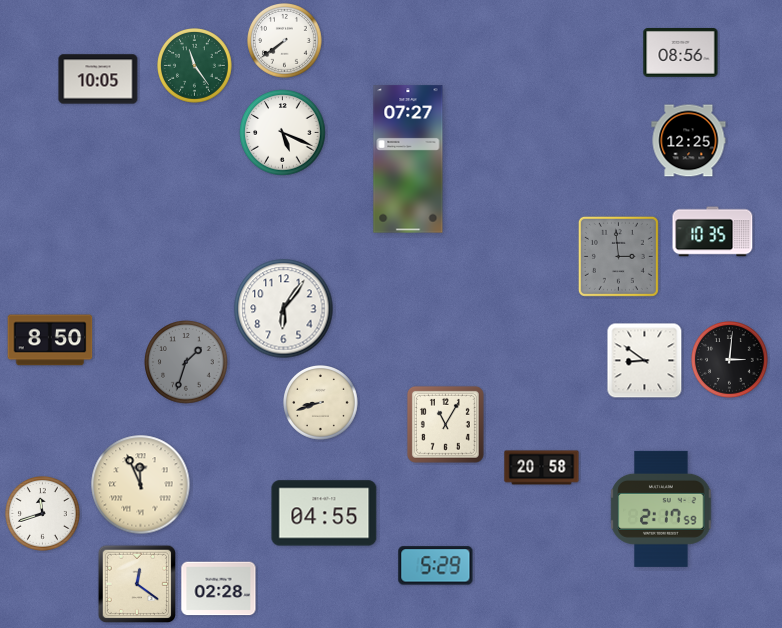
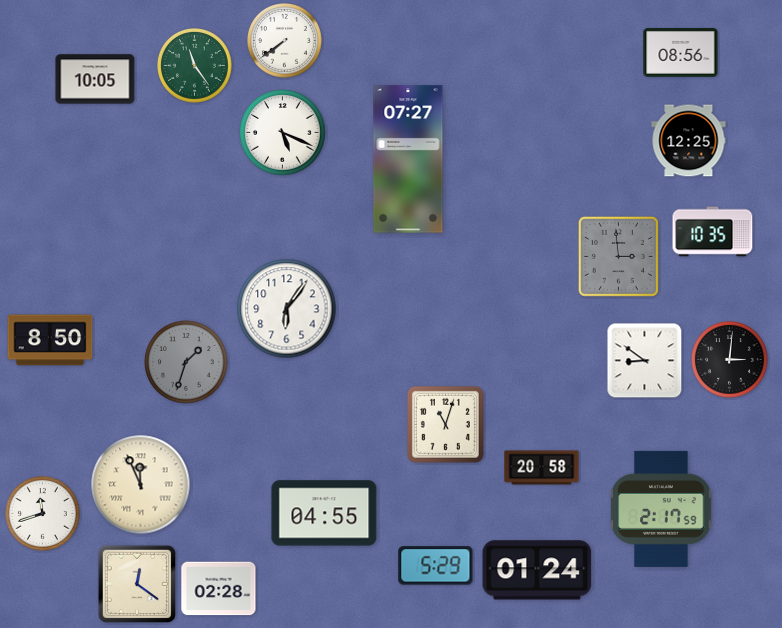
clock at (98, 79) position: (98, 79) -> (95, 79)
clock at (284, 309) position: (284, 309) -> (287, 309)
clock at (321, 403): 8:42 -> none
clock at (445, 424): 11:05 -> 11:03
clock at (537, 570): none -> 01:24
